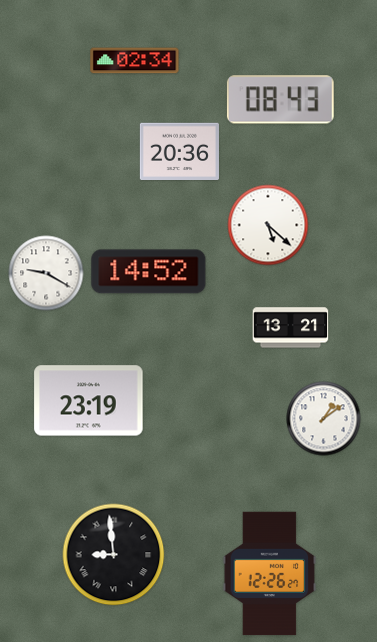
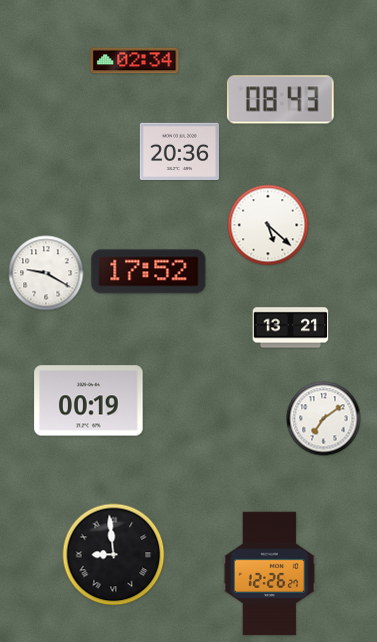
clock at (149, 272): 14:52 -> 17:52
clock at (89, 401): 23:19 -> 00:19
clock at (324, 419): 1:09 -> 7:09
